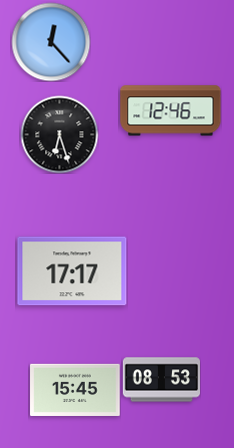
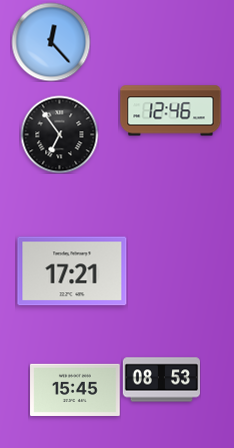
clock at (59, 134): 6:27 -> 6:54
clock at (72, 271): 17:17 -> 17:21
